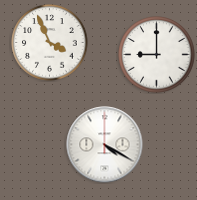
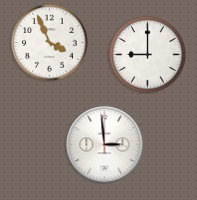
clock at (157, 55) position: (157, 55) -> (148, 55)
clock at (105, 145): 4:20 -> 2:59
